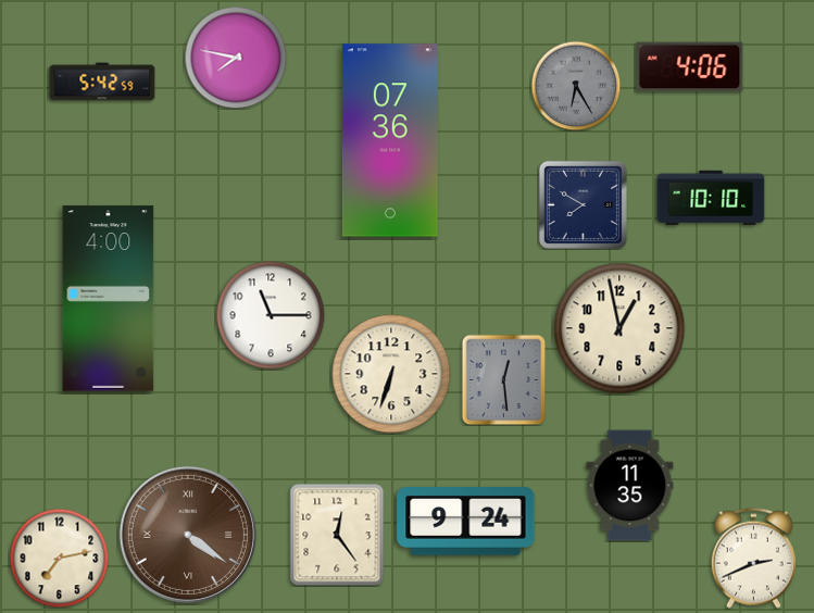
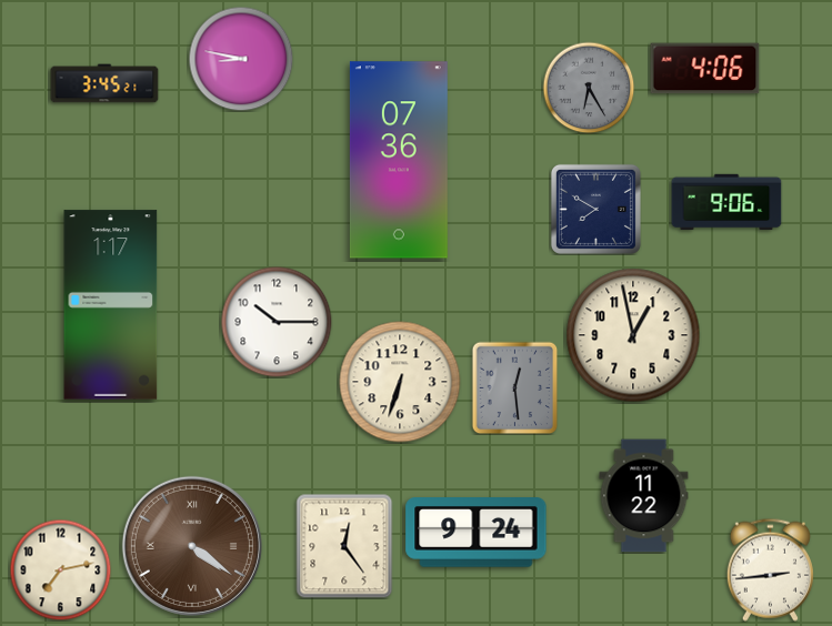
clock at (236, 58): 7:47 -> 8:47
clock at (102, 82): 5:42 -> 3:45
clock at (390, 140) position: (390, 140) -> (399, 160)
clock at (711, 197): 10:10 -> 9:06
clock at (109, 299): 4:00 -> 1:17
clock at (271, 315): 11:15 -> 10:15
clock at (630, 486): 11:35 -> 11:22
clock at (753, 558): 2:41 -> 2:44
